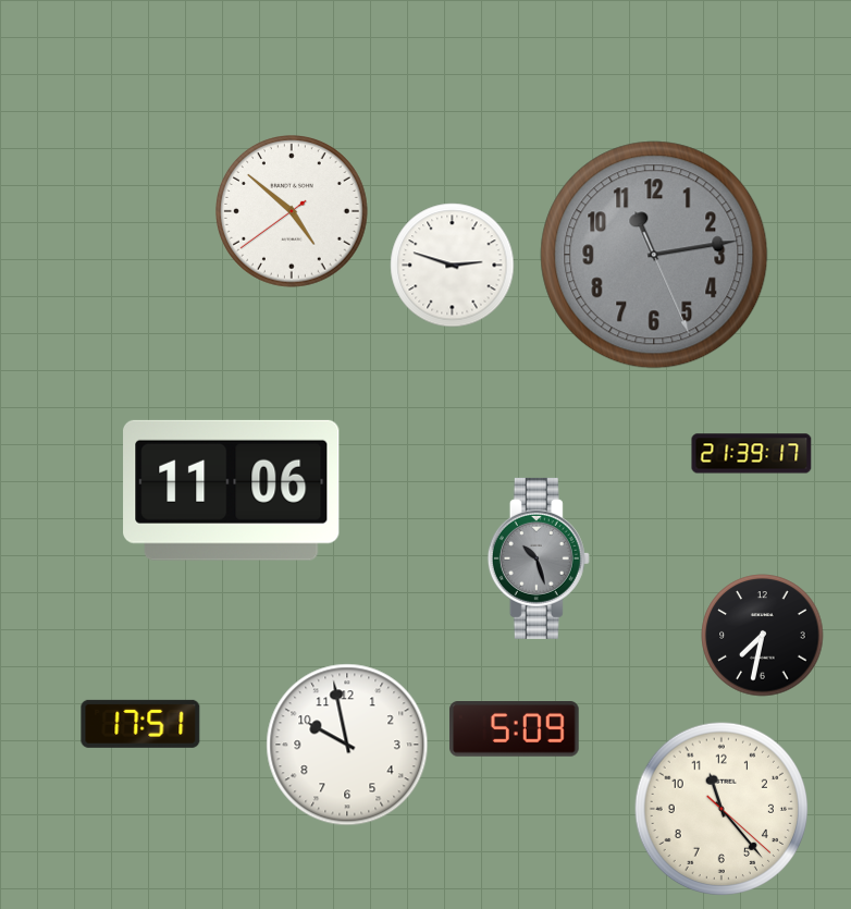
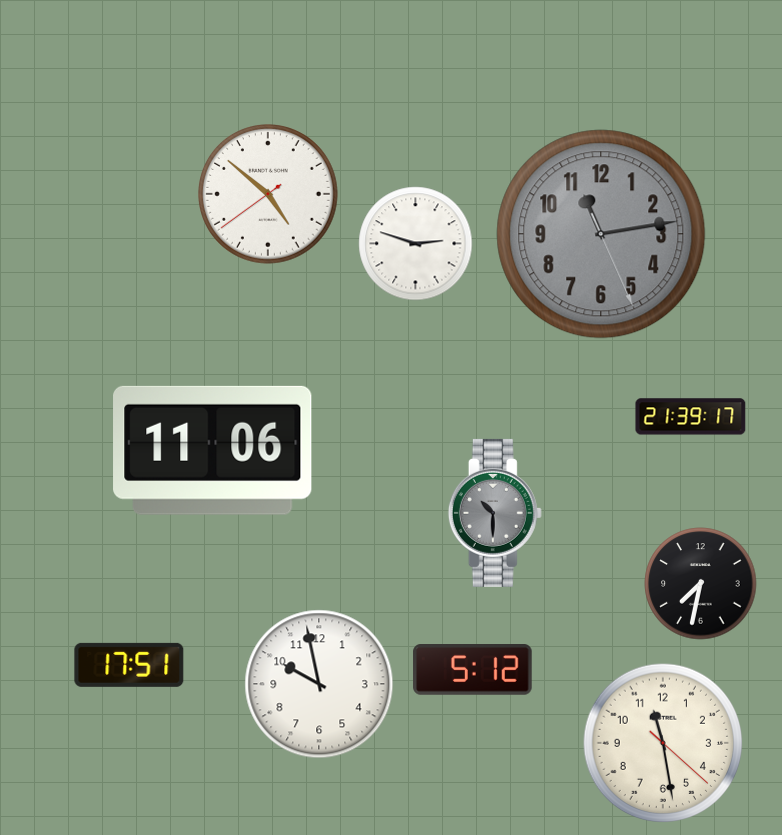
clock at (539, 558): 10:27 -> 10:30
clock at (515, 729): 5:09 -> 5:12
clock at (721, 809): 11:23 -> 11:28
